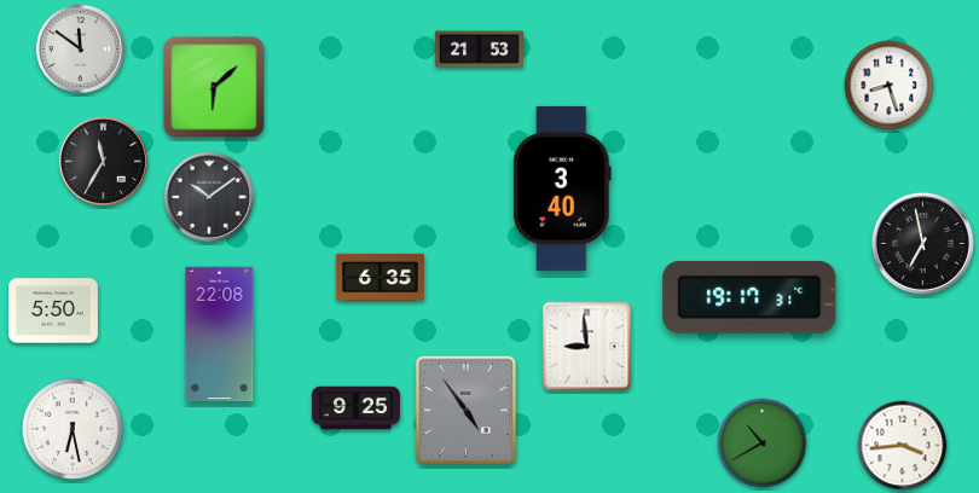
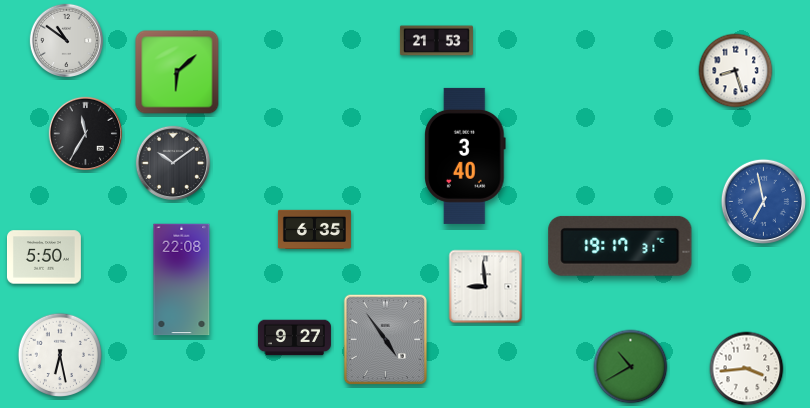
clock at (80, 48): 11:51 -> 10:51
clock at (479, 50) position: (479, 50) -> (436, 41)
clock at (922, 243) dial: black -> blue
clock at (220, 335) position: (220, 335) -> (182, 280)
clock at (355, 408): 9:25 -> 9:27
